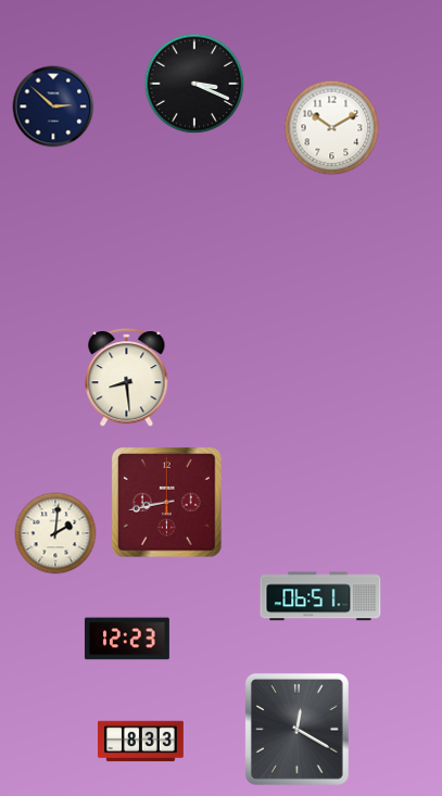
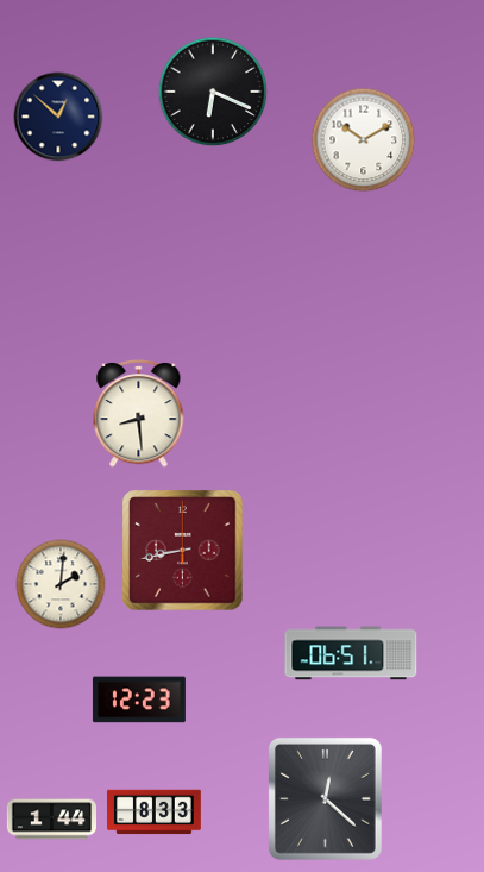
clock at (194, 84): 3:19 -> 6:19
clock at (53, 106): 2:52 -> 12:52
clock at (296, 729): 12:20 -> 12:22
clock at (51, 820): none -> 1:44
